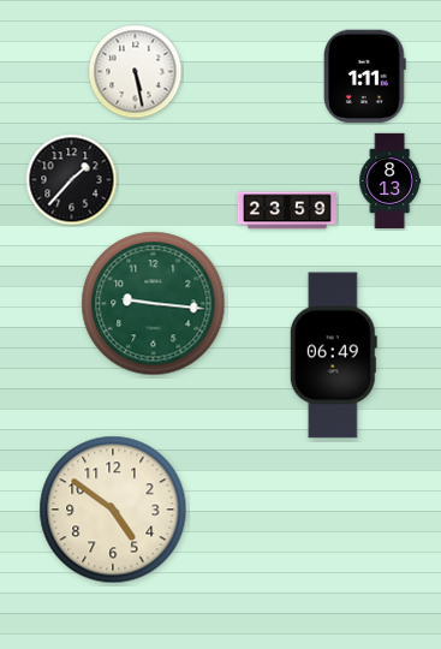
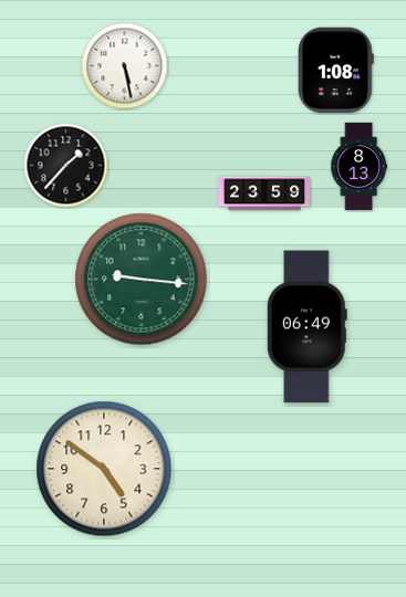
clock at (365, 77): 1:11 -> 1:08
